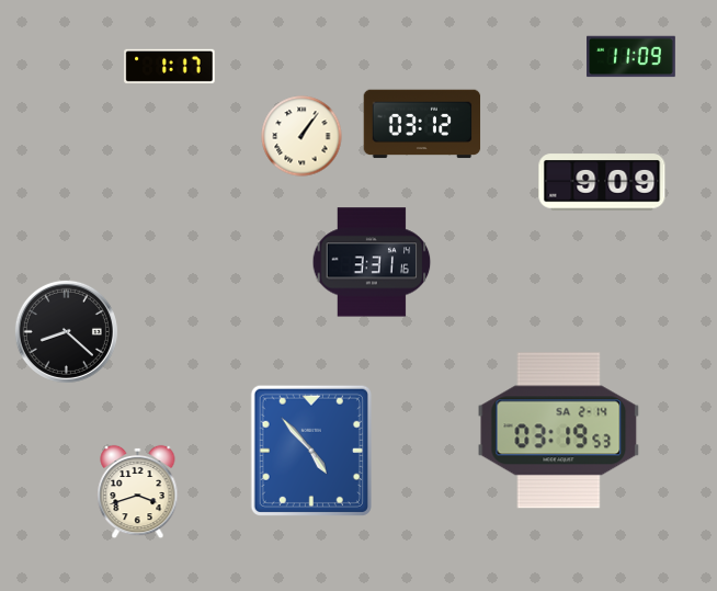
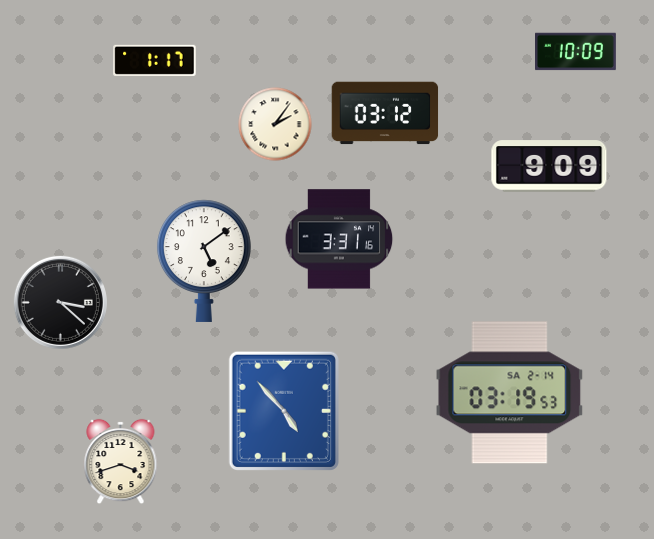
clock at (631, 57): 11:09 -> 10:09
clock at (301, 136): 1:06 -> 2:06
clock at (204, 261): none -> 5:09
clock at (66, 331): 8:22 -> 3:22
clock at (138, 492) position: (138, 492) -> (121, 462)
